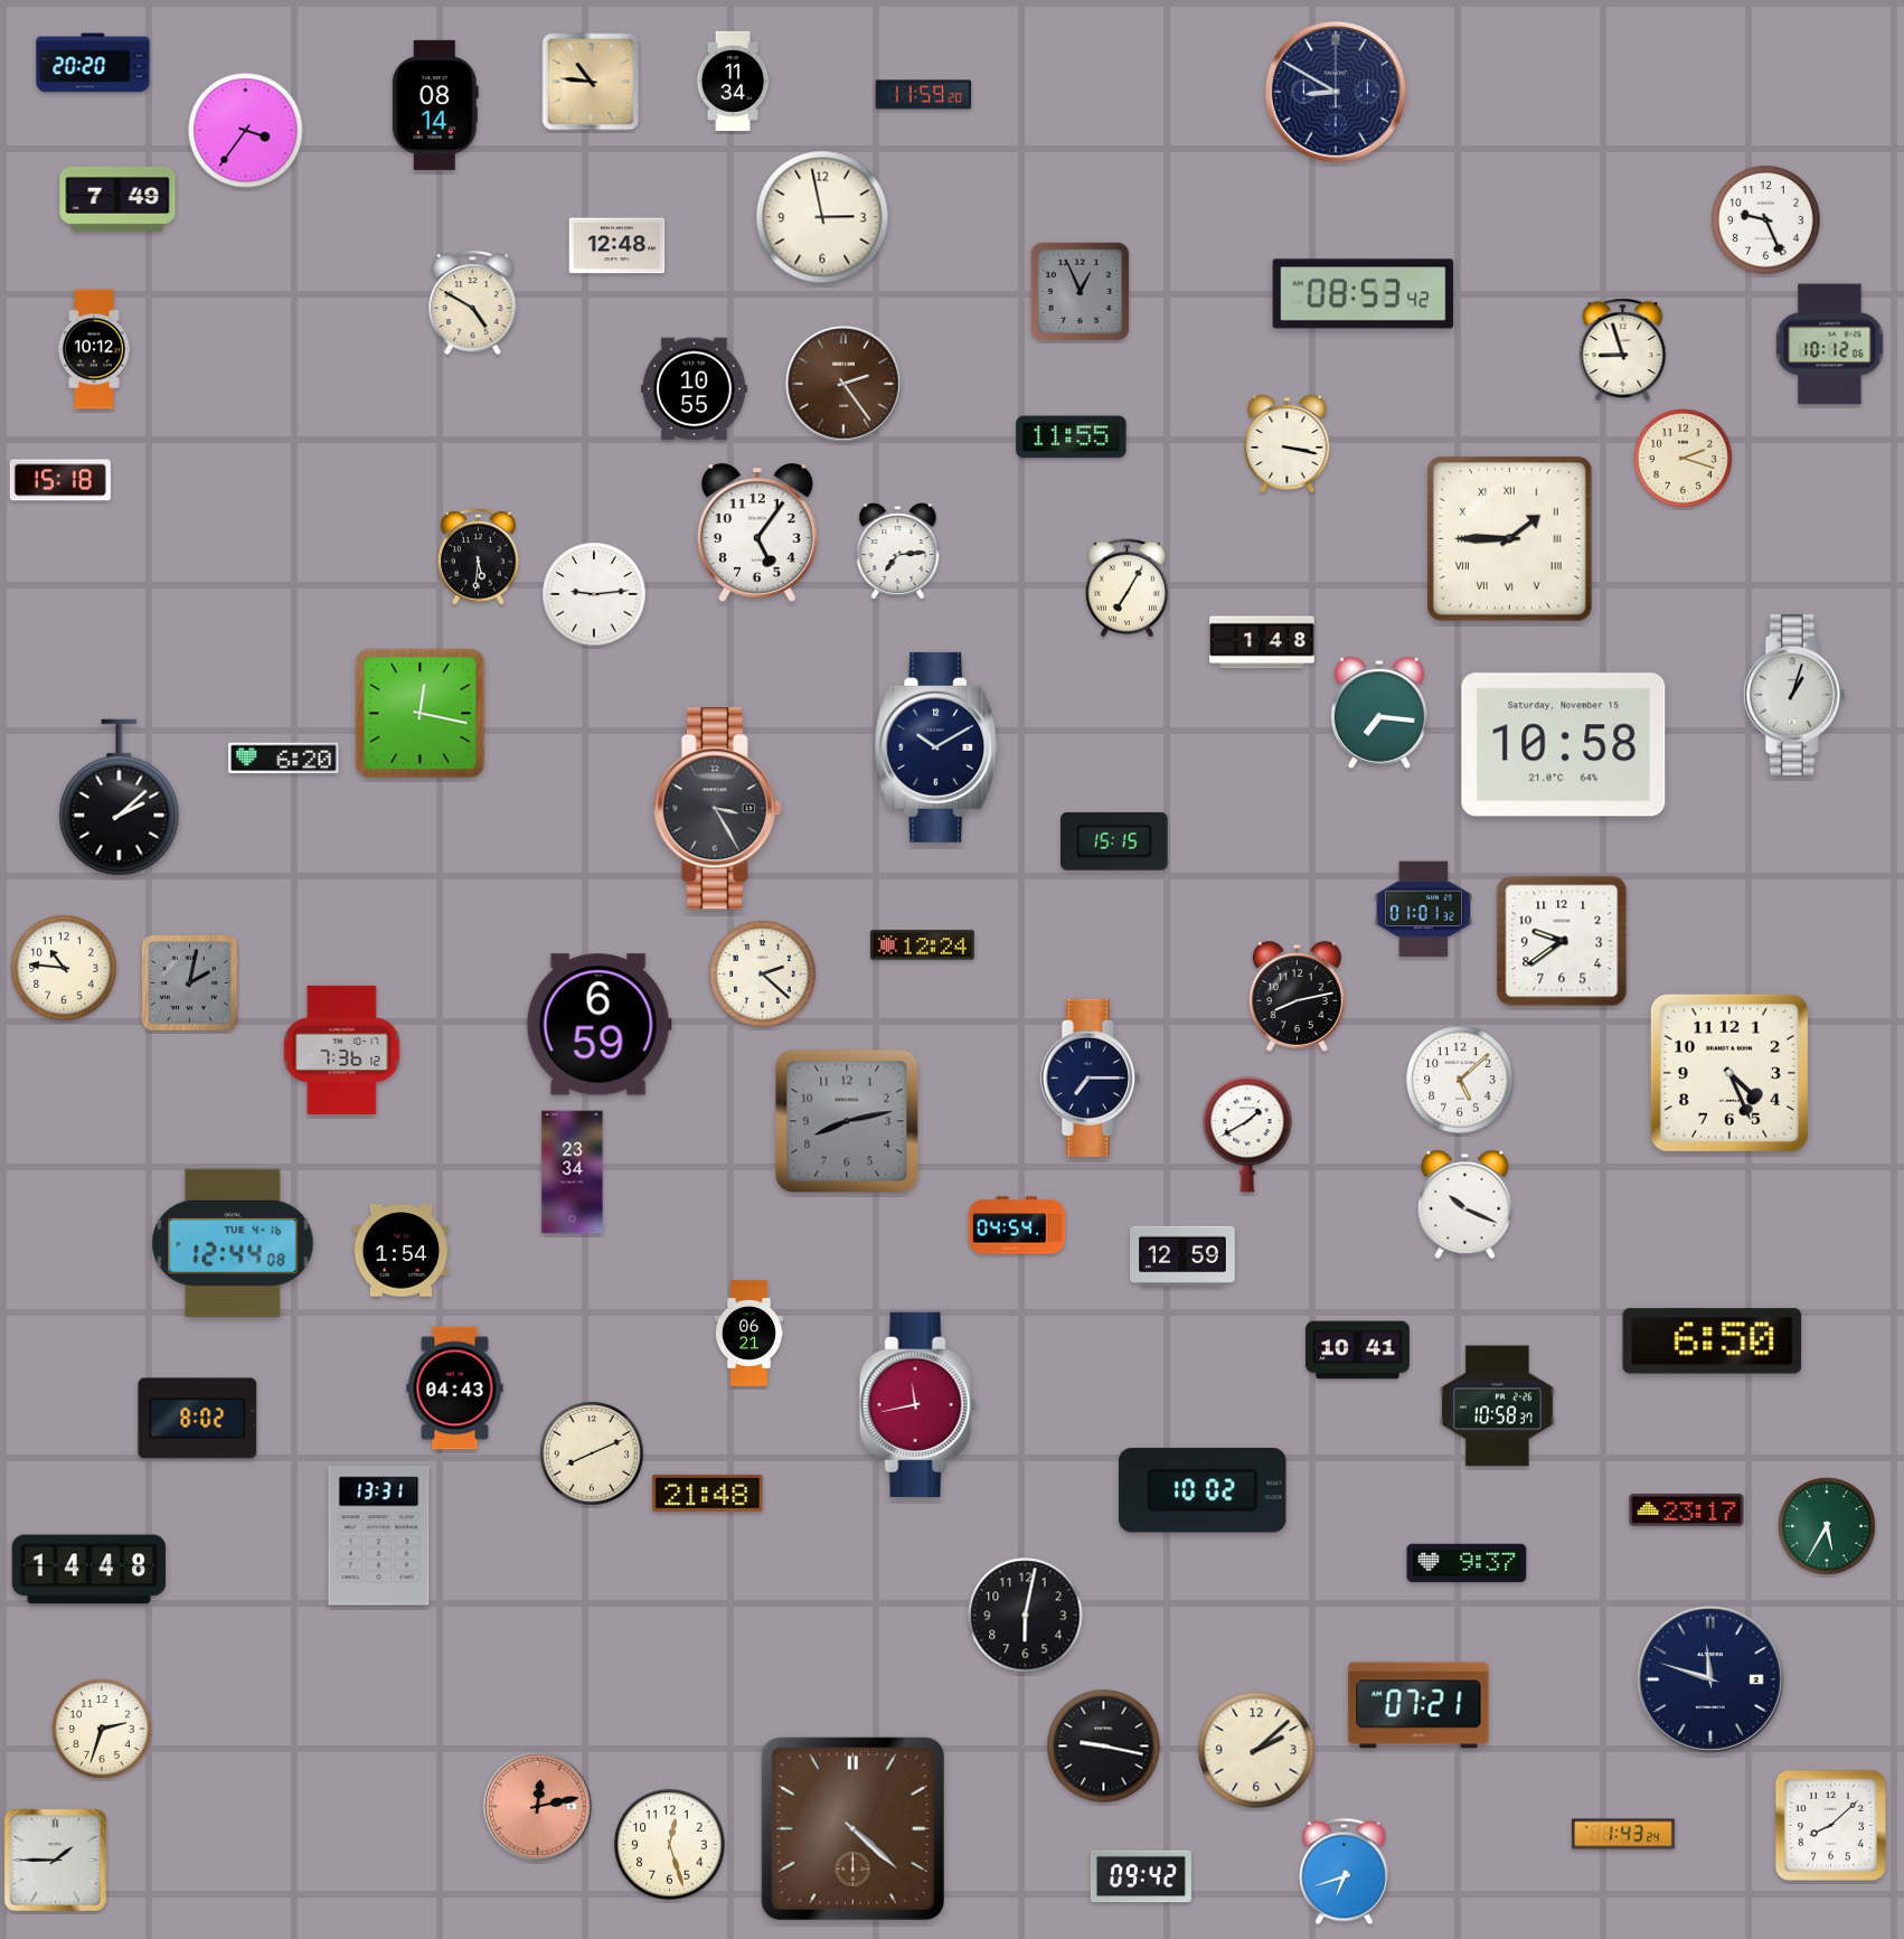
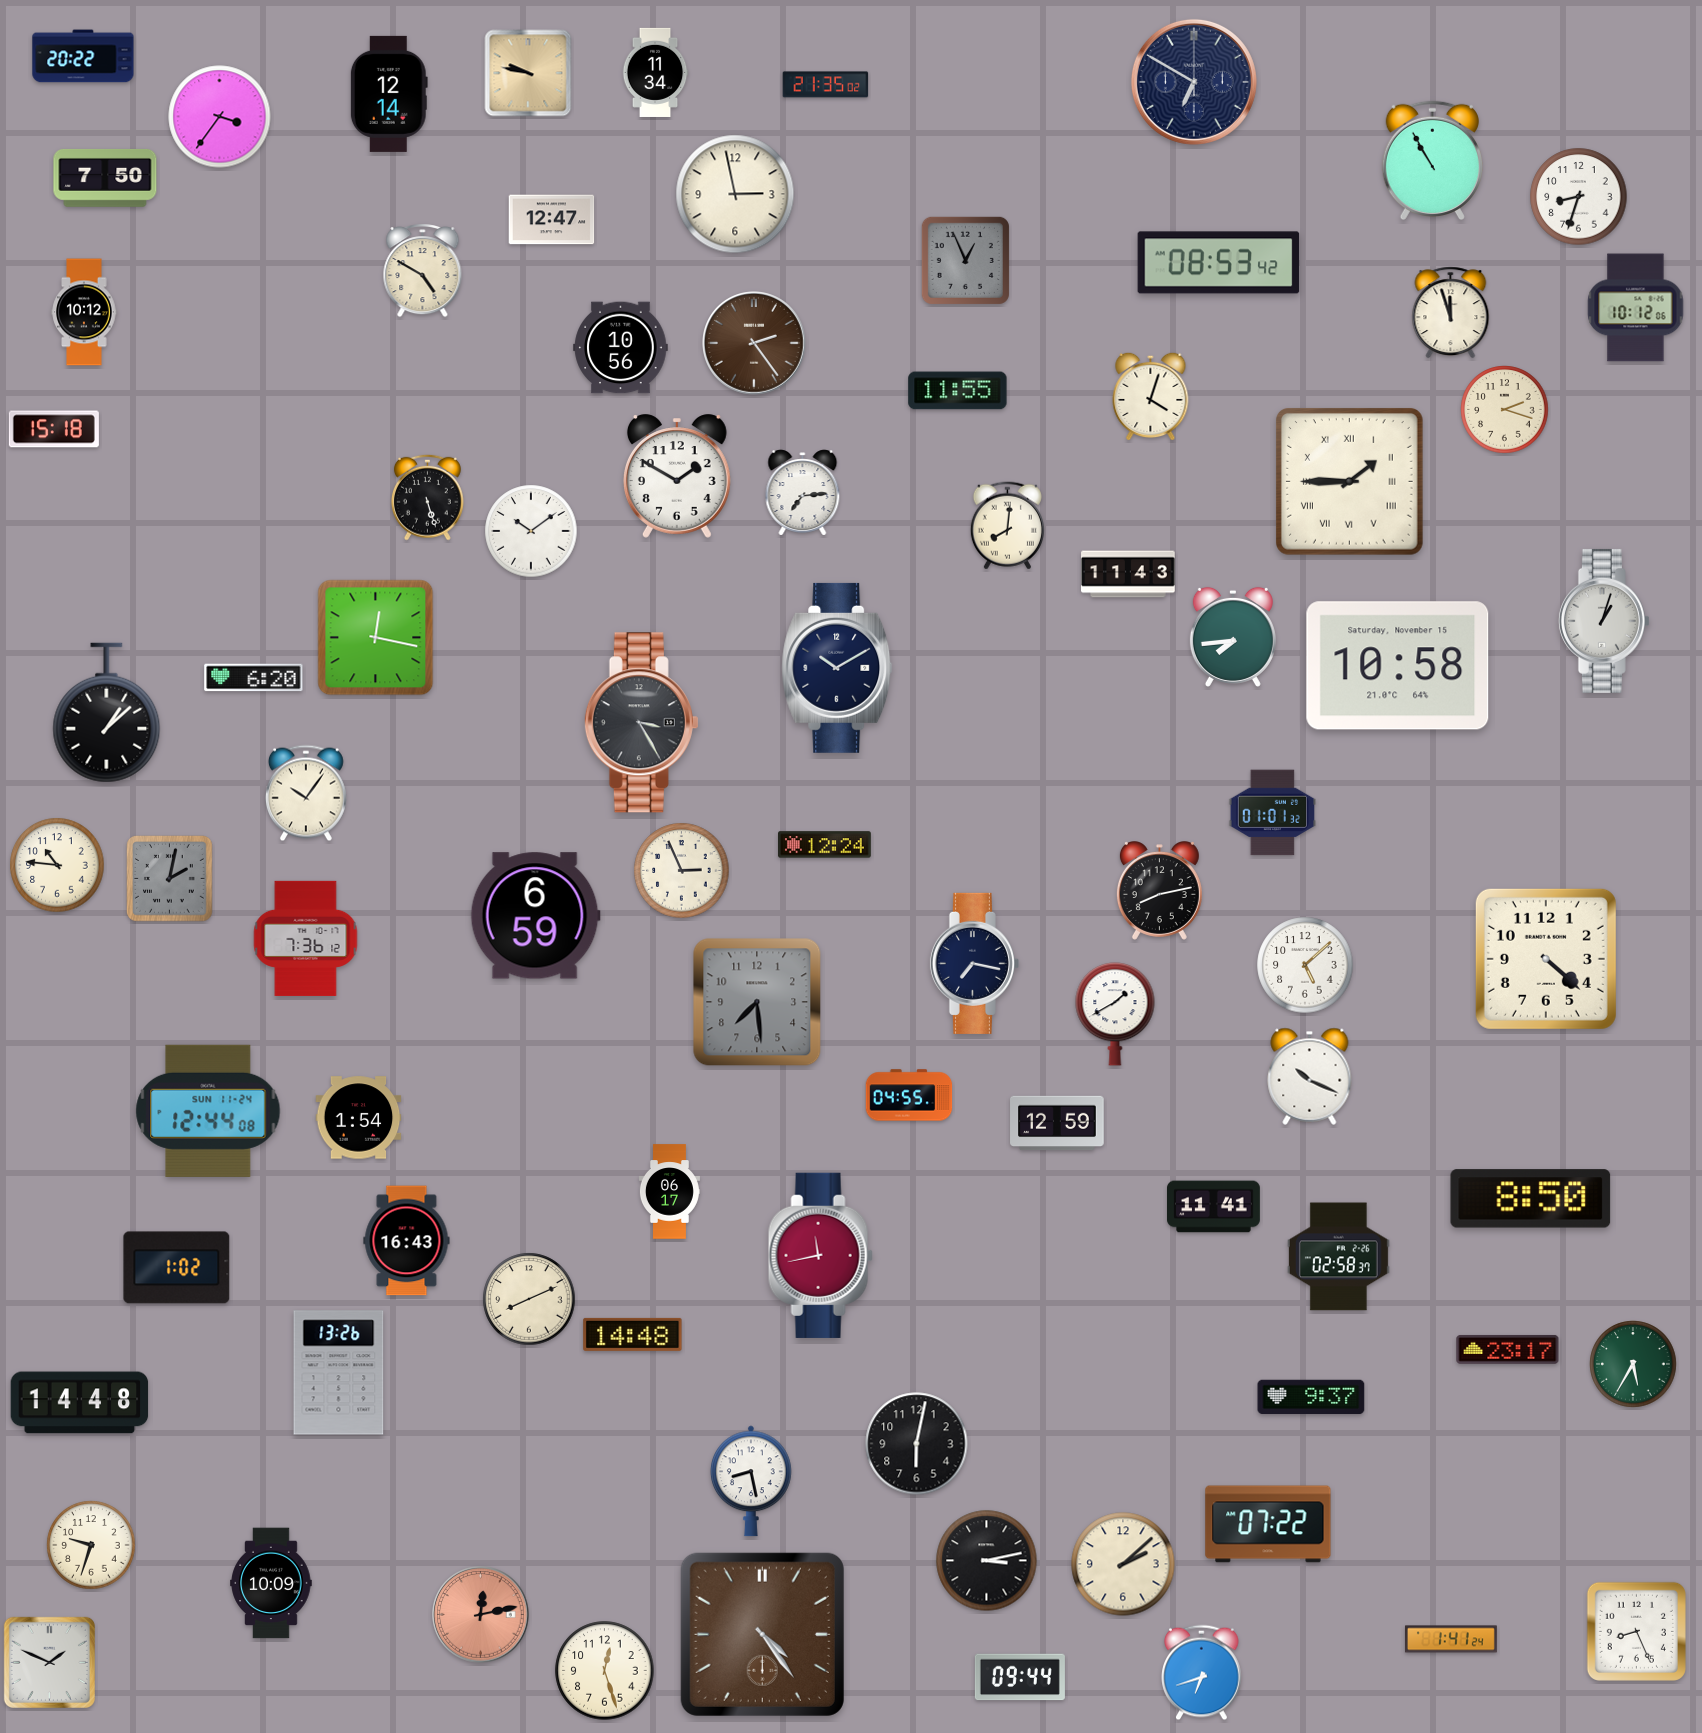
clock at (93, 63): 20:20 -> 20:22
clock at (591, 82): 10:46 -> 9:47
clock at (1336, 92): 8:50 -> 6:50
clock at (924, 95): 11:59 -> 21:35
clock at (435, 105): 08:14 -> 12:14
clock at (1432, 161): none -> 10:55
clock at (117, 199): 7:49 -> 7:50
clock at (1766, 220): 9:26 -> 8:33
clock at (618, 246): 12:48 -> 12:47
clock at (1623, 350): 8:57 -> 11:57
clock at (695, 389): 10:55 -> 10:56
clock at (1288, 443): 3:17 -> 4:03
clock at (757, 533): 5:06 -> 1:50
clock at (478, 556): 5:31 -> 5:27
clock at (1127, 589): 7:05 -> 8:01
clock at (594, 594): 9:14 -> 10:09
clock at (1262, 642): 1:48 -> 11:43
clock at (1379, 713): 7:16 -> 7:44
clock at (120, 798): 2:08 -> 1:08
clock at (1114, 843): 15:15 -> none
clock at (306, 793): none -> 10:06
clock at (1562, 941): 9:39 -> none
clock at (763, 975): 2:22 -> 2:56
clock at (1729, 1073): 4:26 -> 4:22
clock at (1090, 1077): 7:15 -> 7:17
clock at (847, 1121): 8:13 -> 7:29
clock at (573, 1173): 23:34 -> none
clock at (1017, 1225): 04:54 -> 04:55
clock at (233, 1243) date: TUE 4-16 -> SUN 11-24
clock at (748, 1334): 06:21 -> 06:17
clock at (1713, 1342): 6:50 -> 8:50
clock at (1358, 1350): 10:41 -> 11:41
clock at (455, 1389): 04:43 -> 16:43
clock at (1497, 1406): 10:58 -> 02:58
clock at (198, 1419): 8:02 -> 1:02
clock at (1203, 1490): 10:02 -> none
clock at (708, 1493): 21:48 -> 14:48
clock at (379, 1536): 13:31 -> 13:26
clock at (751, 1481): none -> 8:28
clock at (1710, 1679): 11:48 -> none
clock at (1418, 1705): 07:21 -> 07:22
clock at (102, 1729): 2:33 -> 9:33
clock at (1104, 1747): 9:17 -> 3:13
clock at (271, 1583): none -> 10:09
clock at (1830, 1825): 8:08 -> 8:26
clock at (852, 1828): 4:22 -> 4:24
clock at (1623, 1834): 1:43 -> 1:41
clock at (670, 1845) position: (670, 1845) -> (605, 1671)
clock at (55, 1860): 1:45 -> 1:49
clock at (1141, 1876): 09:42 -> 09:44
